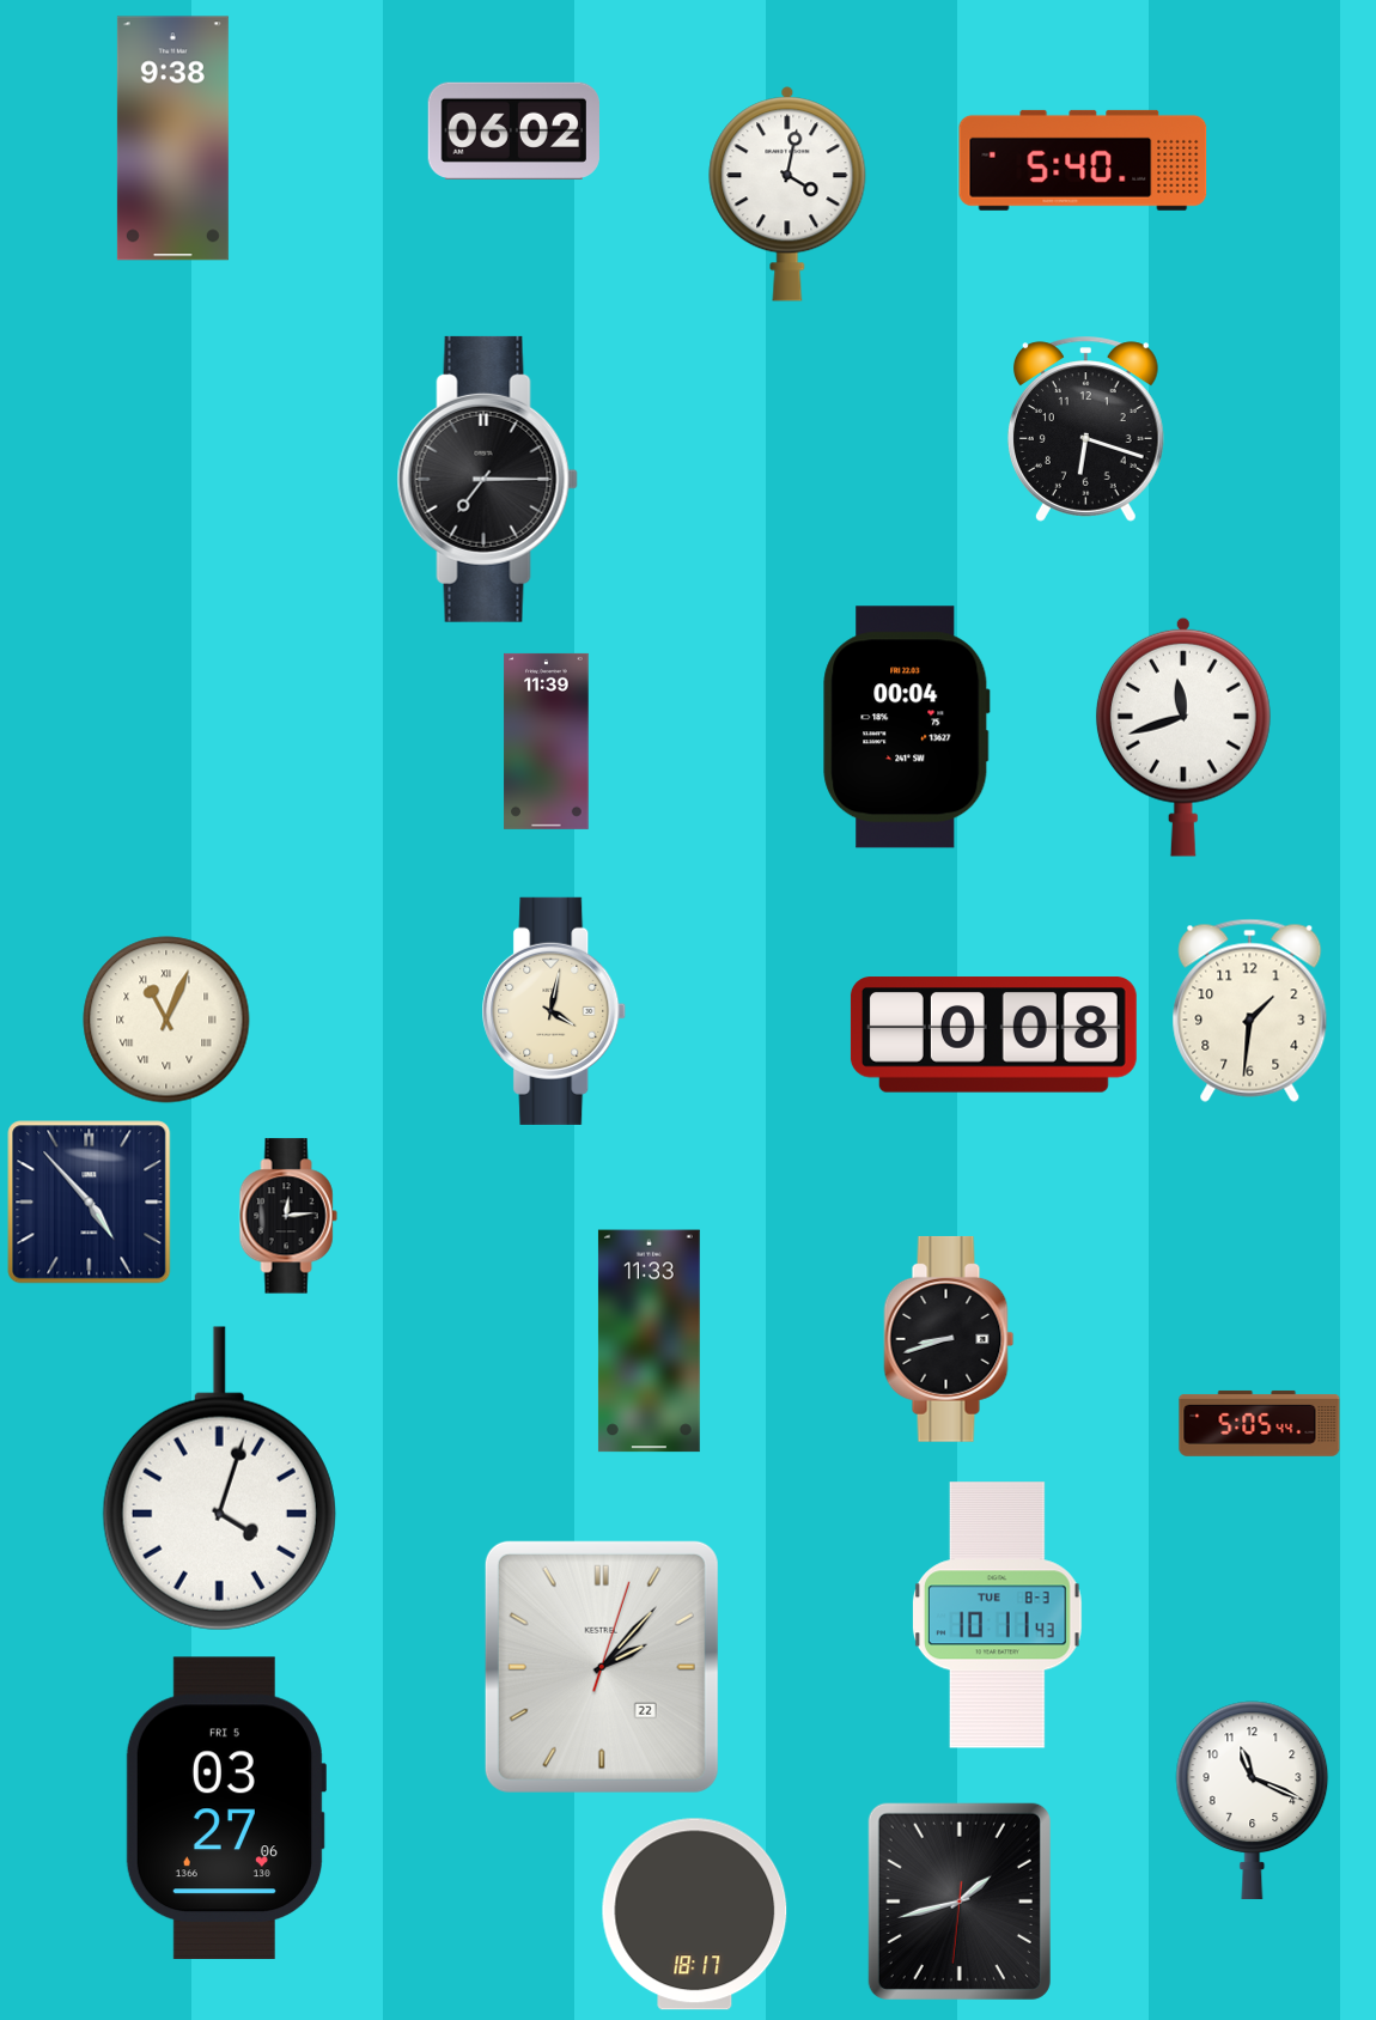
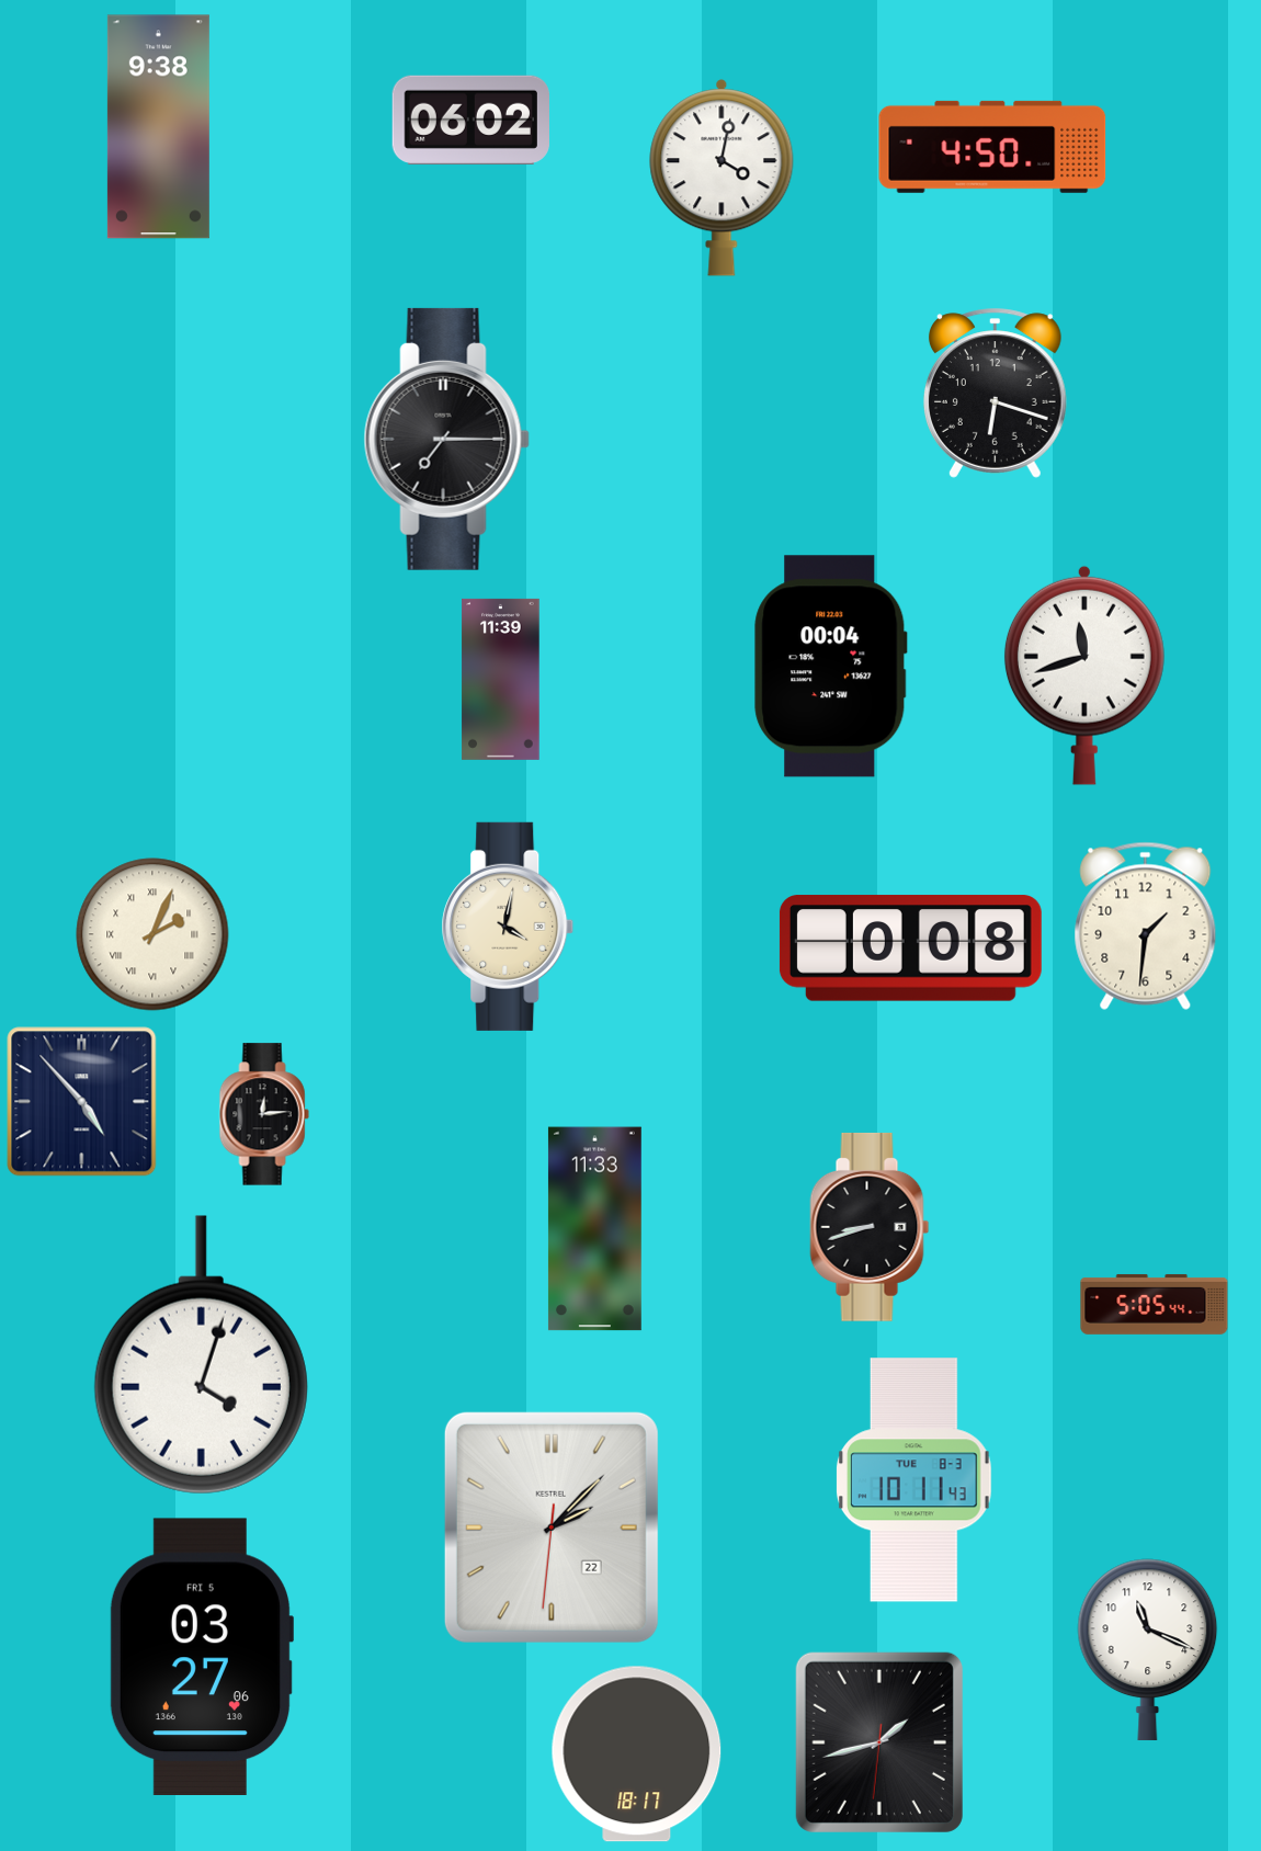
clock at (1083, 160): 5:40 -> 4:50
clock at (166, 1020): 11:04 -> 2:04
clock at (602, 1667): 2:07:03 -> 2:07:31
clock at (225, 1807) position: (225, 1807) -> (201, 1656)
